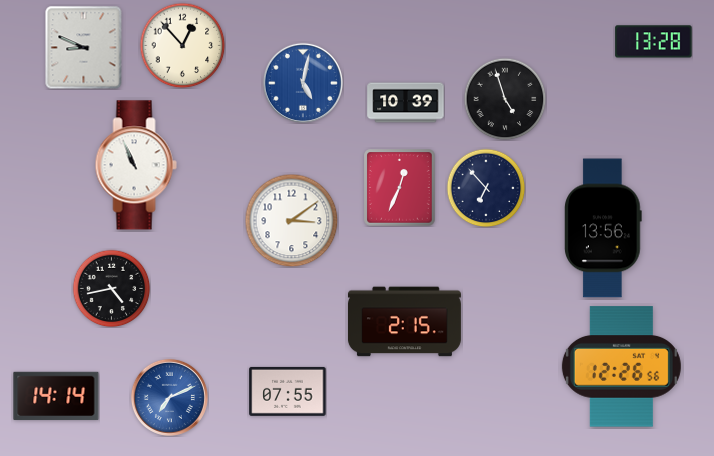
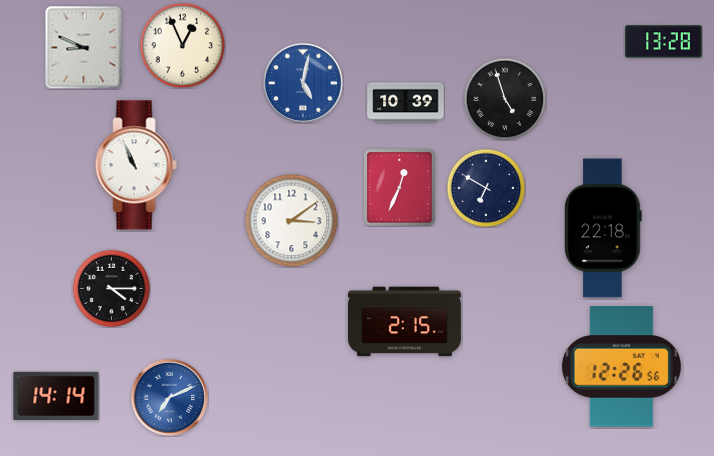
clock at (654, 42) position: (654, 42) -> (664, 42)
clock at (182, 45): 12:53 -> 12:56
clock at (486, 188): 6:53 -> 6:50
clock at (604, 228): 13:56 -> 22:18
clock at (111, 288): 4:43 -> 4:15
clock at (288, 391): 07:55 -> none
